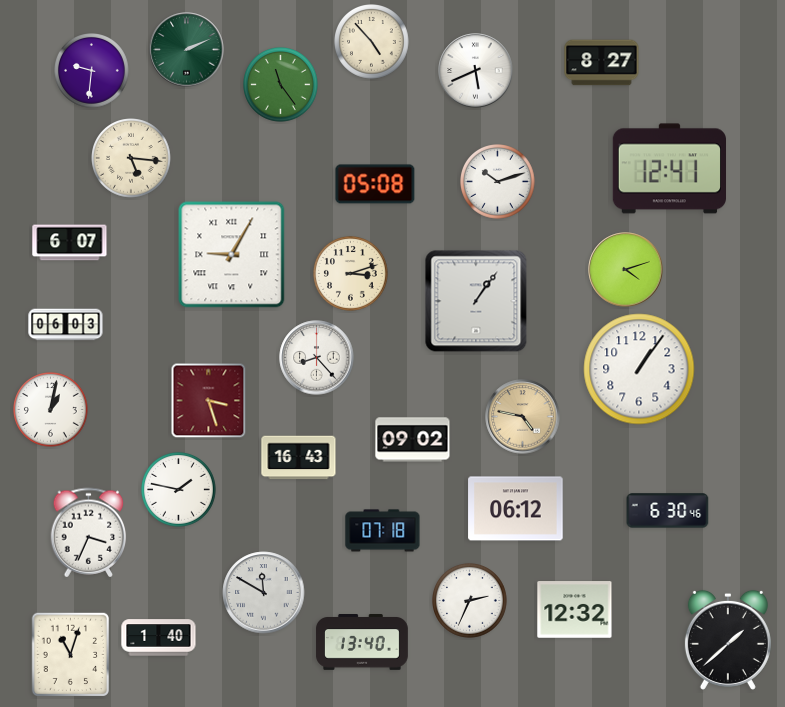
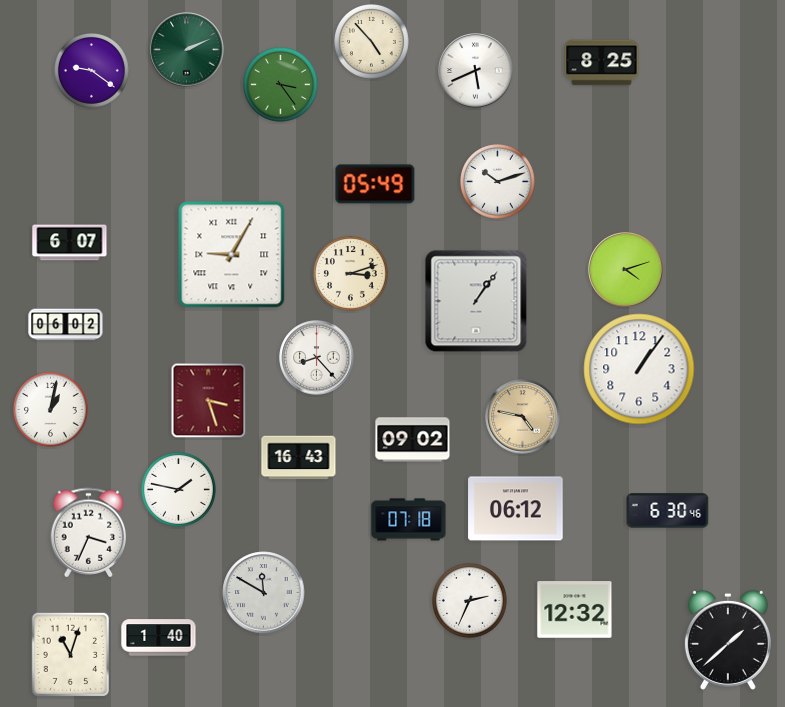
clock at (602, 63): 8:27 -> 8:25
clock at (92, 71): 9:31 -> 9:21
clock at (281, 85): 11:24 -> 3:24
clock at (131, 158): 5:16 -> none
clock at (669, 169): 12:41 -> none
clock at (375, 184): 05:08 -> 05:49
clock at (66, 325): 06:03 -> 06:02
clock at (383, 531) position: (383, 531) -> (409, 520)
clock at (363, 643): 13:40 -> none
